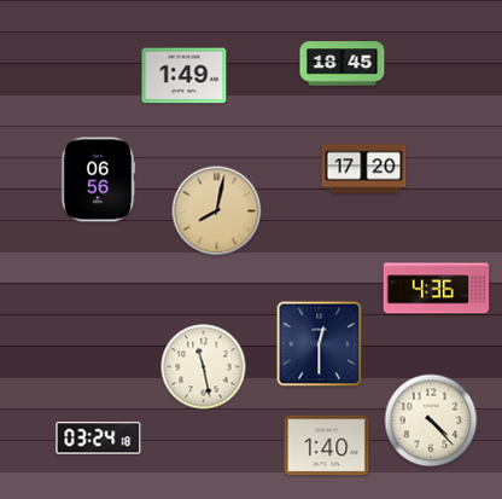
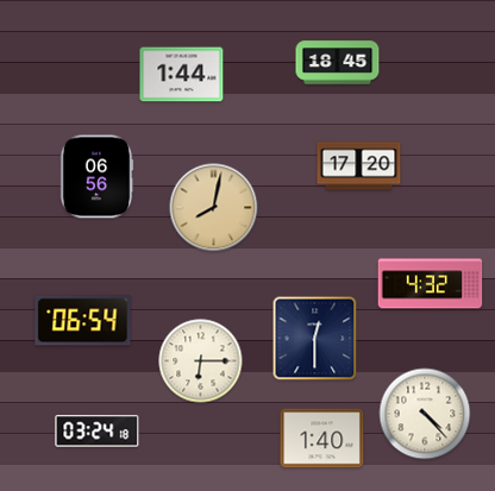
clock at (185, 76): 1:49 -> 1:44
clock at (437, 289): 4:36 -> 4:32
clock at (83, 321): none -> 06:54
clock at (204, 367): 11:28 -> 6:15
